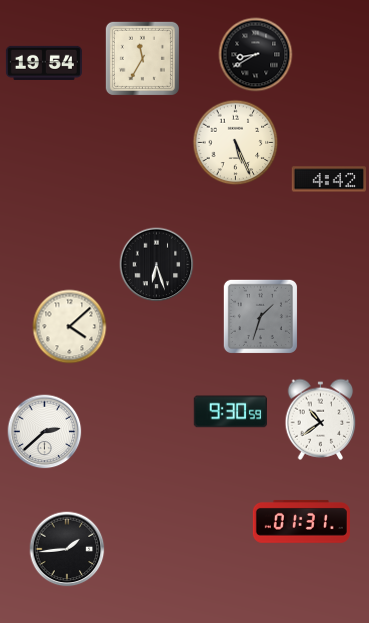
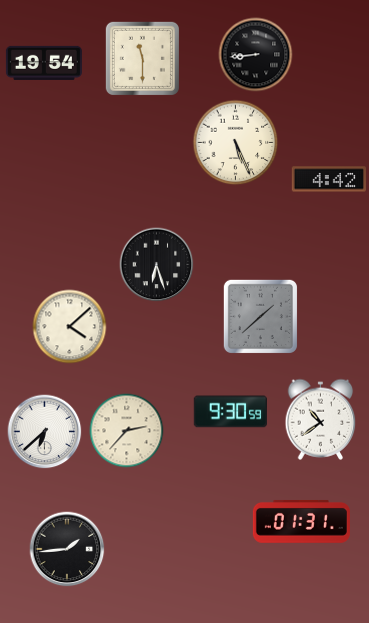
clock at (256, 55): 8:40 -> 8:44
clock at (142, 58): 11:35 -> 11:30
clock at (260, 316): 1:33 -> 1:38
clock at (127, 431): none -> 2:37
clock at (45, 432): 2:38 -> 6:38
